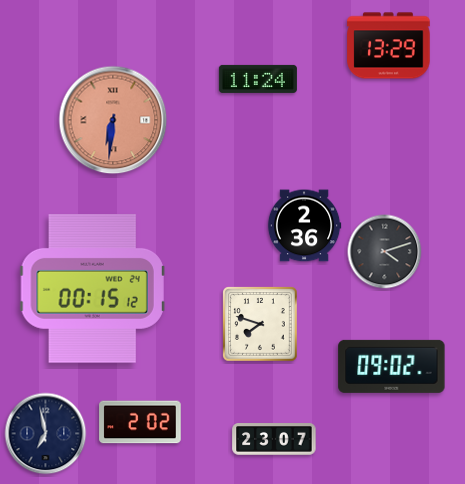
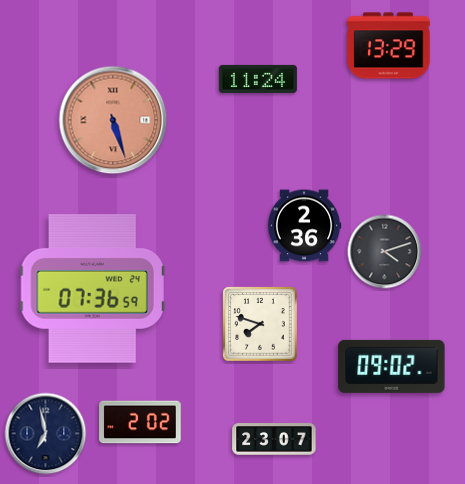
clock at (113, 120): 6:31 -> 5:27
clock at (92, 289): 00:15 -> 07:36
